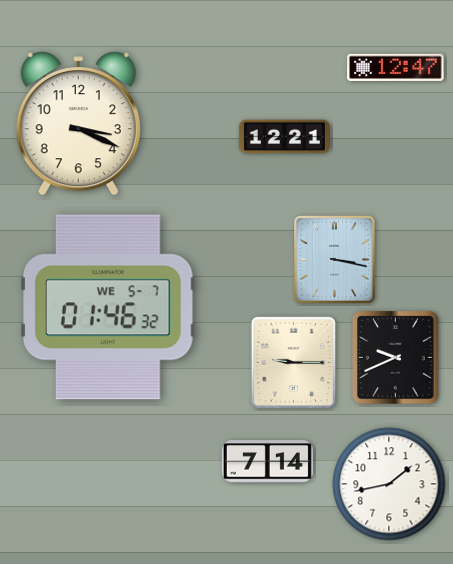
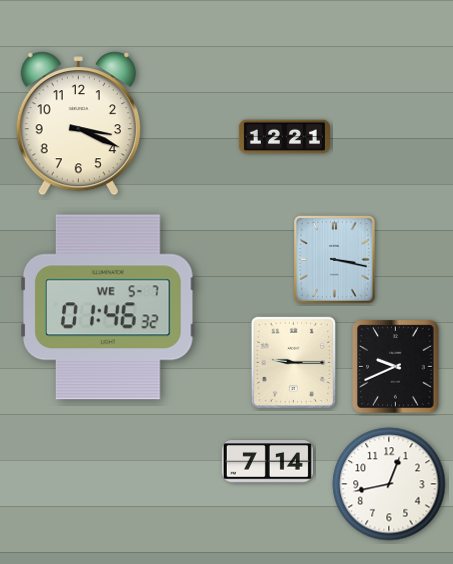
clock at (396, 67): 12:47 -> none
clock at (396, 358) position: (396, 358) -> (396, 367)
clock at (389, 484): 1:43 -> 12:43
